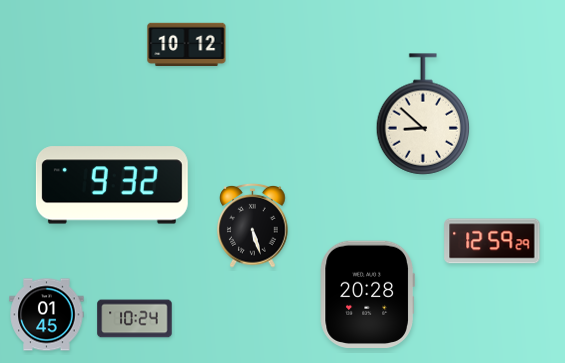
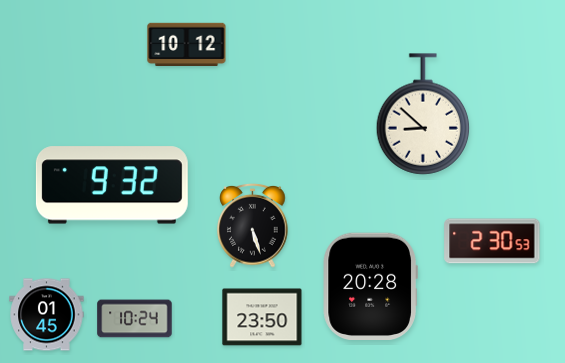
clock at (492, 241): 12:59 -> 2:30
clock at (367, 294) position: (367, 294) -> (370, 286)
clock at (262, 317): none -> 23:50
